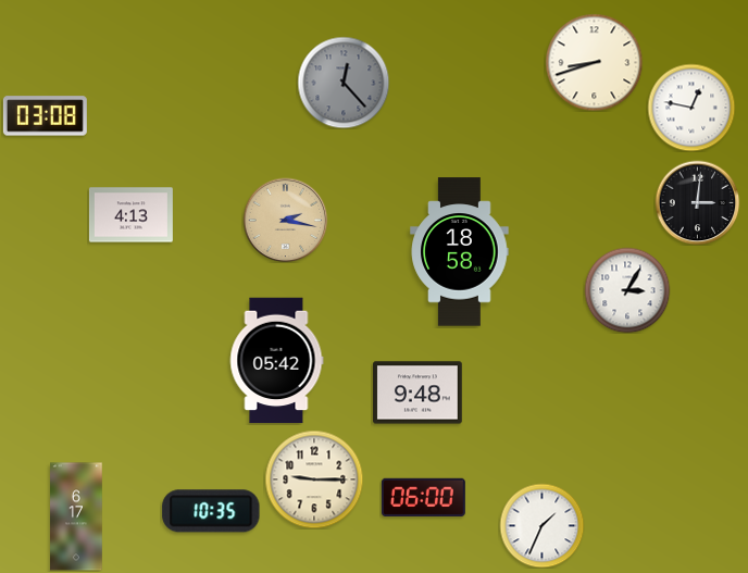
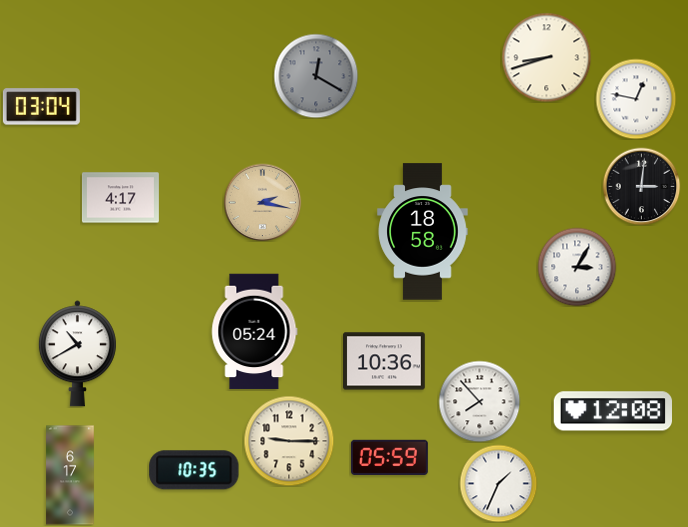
clock at (344, 83): 12:23 -> 12:20
clock at (45, 116): 03:08 -> 03:04
clock at (130, 215): 4:13 -> 4:17
clock at (276, 361): 05:42 -> 05:24
clock at (77, 354): none -> 10:40
clock at (417, 393): 9:48 -> 10:36
clock at (479, 401): none -> 7:53
clock at (613, 411): none -> 12:08
clock at (423, 497): 06:00 -> 05:59
